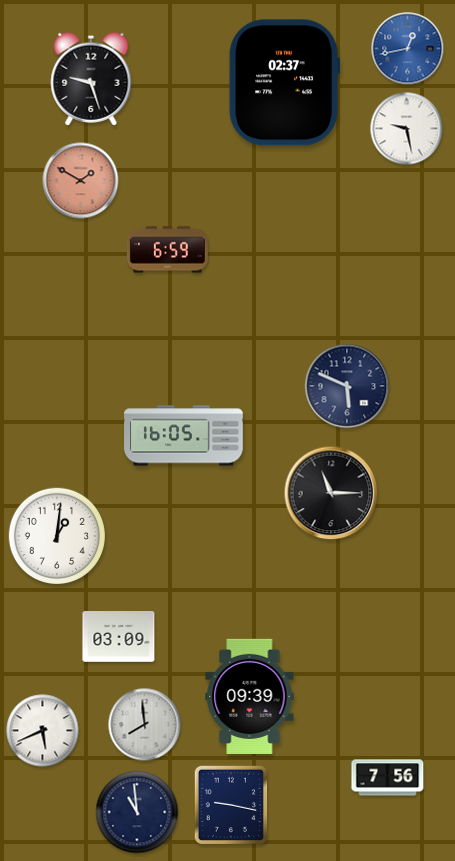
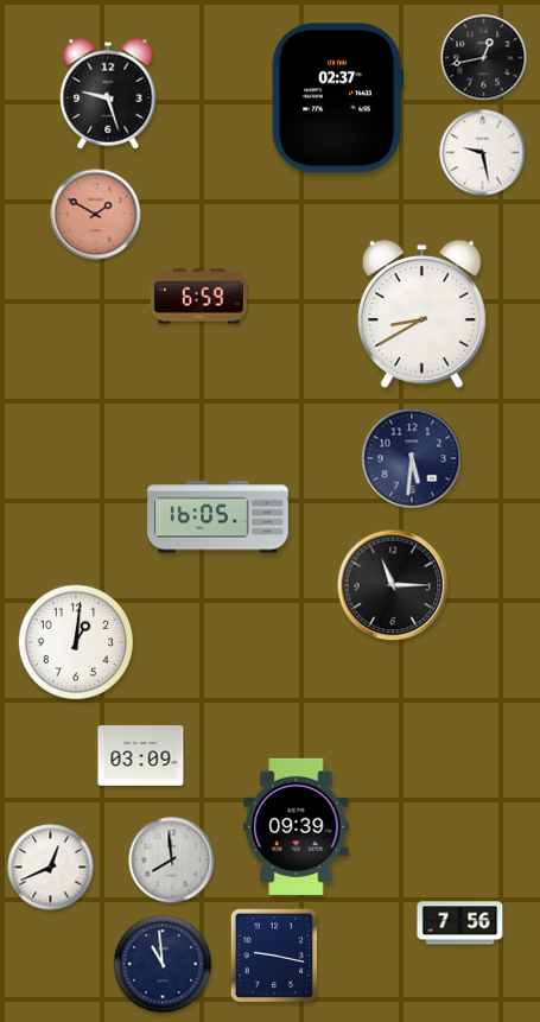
clock at (408, 49) dial: blue -> black
clock at (423, 315): none -> 8:40
clock at (347, 386): 5:49 -> 5:31
clock at (57, 536) position: (57, 536) -> (76, 642)
clock at (43, 731): 5:41 -> 12:41
